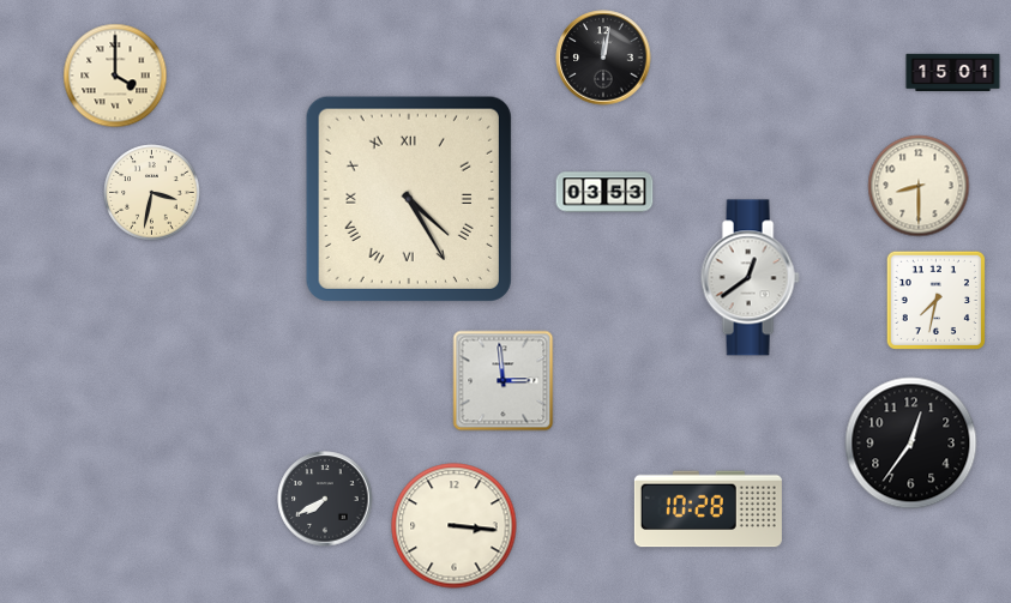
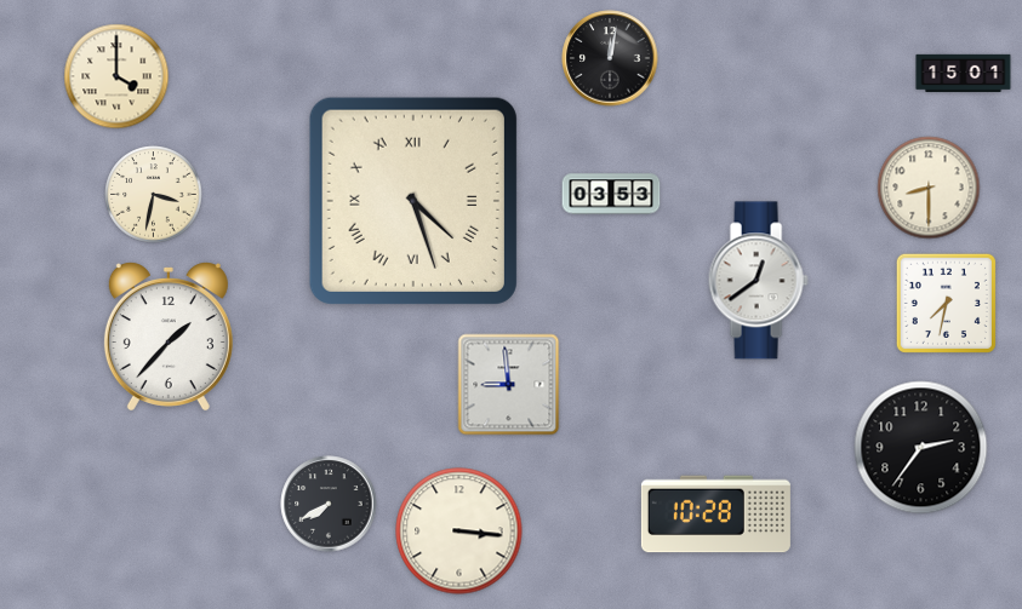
clock at (409, 199): 4:25 -> 4:27
clock at (169, 337): none -> 1:37
clock at (504, 381): 2:59 -> 8:59
clock at (911, 444): 12:36 -> 2:36
